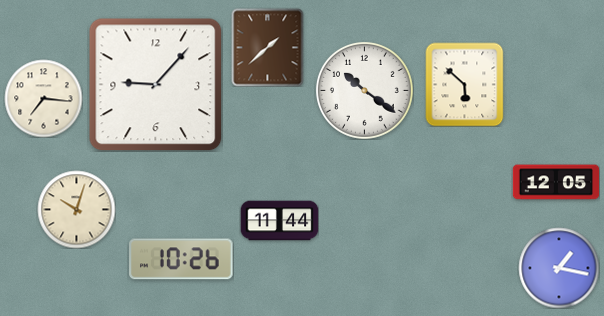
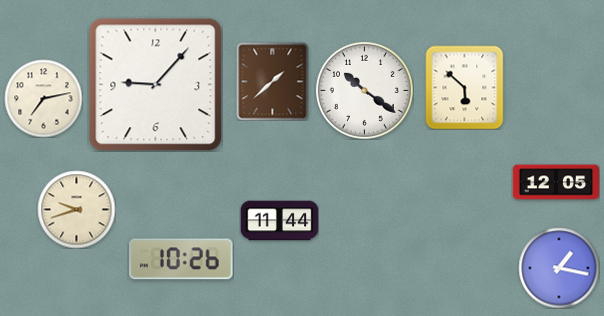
clock at (268, 47) position: (268, 47) -> (273, 81)
clock at (465, 84) position: (465, 84) -> (465, 87)
clock at (43, 98): 7:16 -> 7:13
clock at (76, 209): 10:03 -> 9:42
